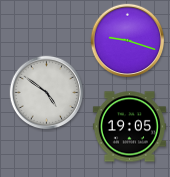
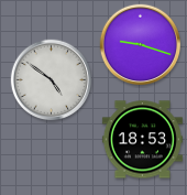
clock at (47, 93) position: (47, 93) -> (52, 80)
clock at (129, 127): 19:05 -> 18:53
